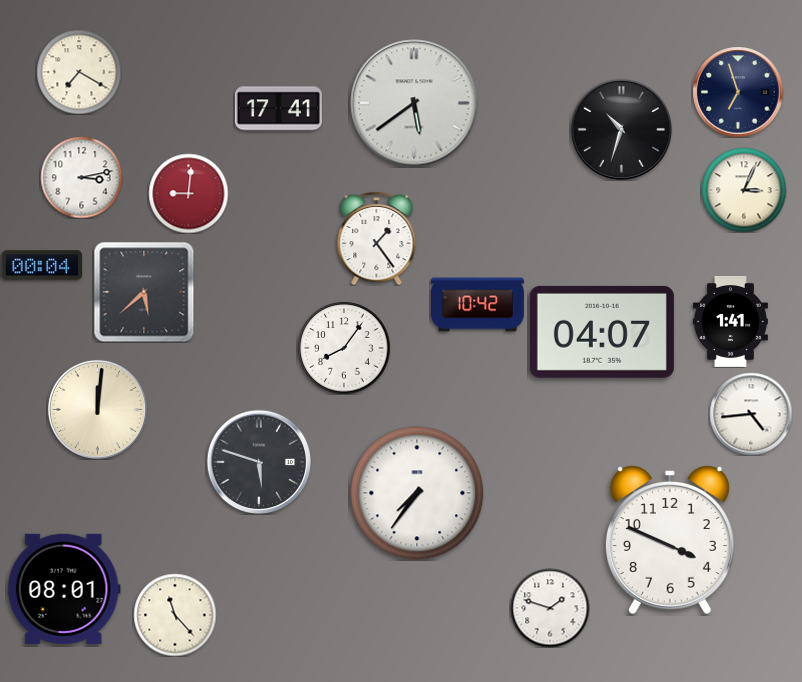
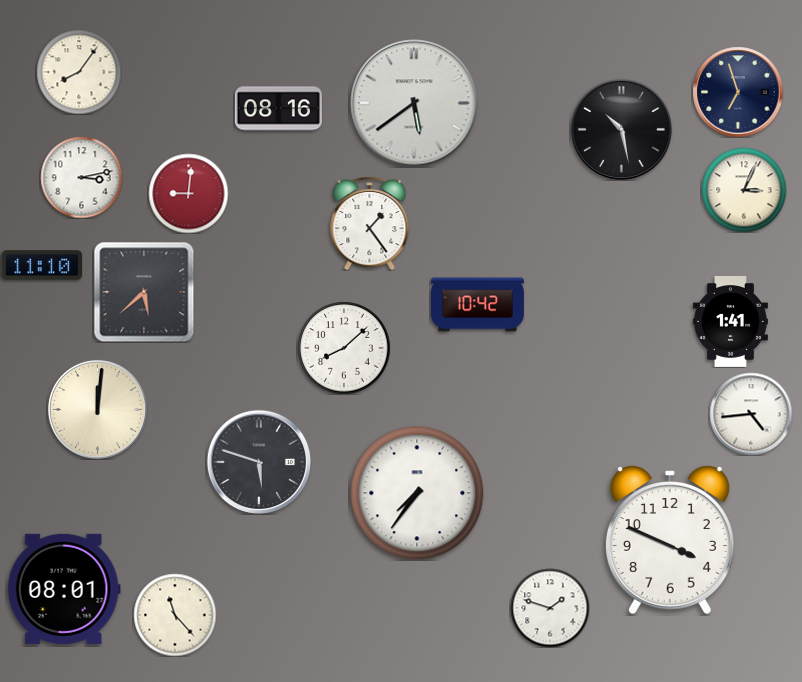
clock at (79, 72): 7:20 -> 8:06
clock at (278, 109): 17:41 -> 08:16
clock at (621, 129): 10:33 -> 10:28
clock at (377, 238) position: (377, 238) -> (370, 223)
clock at (42, 265): 00:04 -> 11:10
clock at (602, 332): 04:07 -> none
clock at (344, 348): 8:06 -> 8:08
